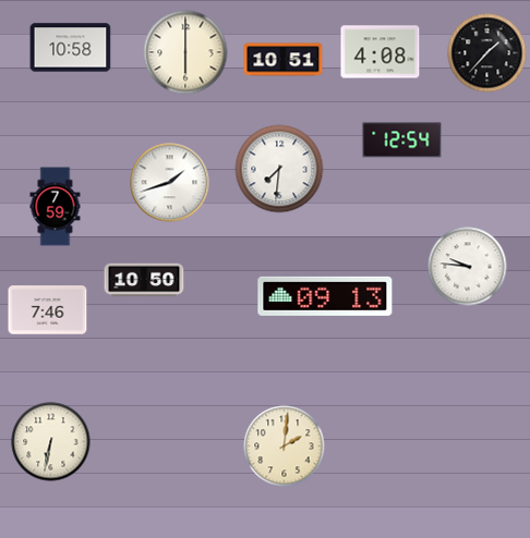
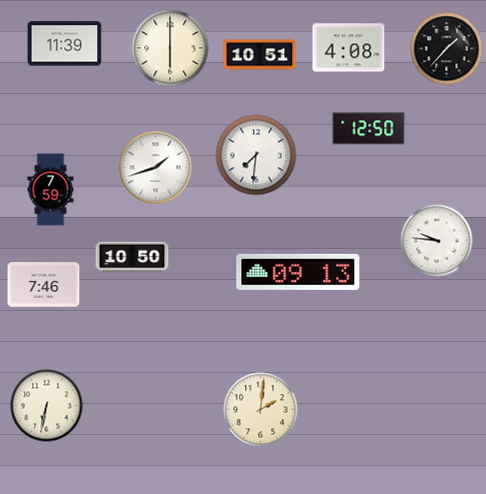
clock at (71, 48): 10:58 -> 11:39
clock at (402, 140): 12:54 -> 12:50
clock at (468, 267) position: (468, 267) -> (437, 241)
